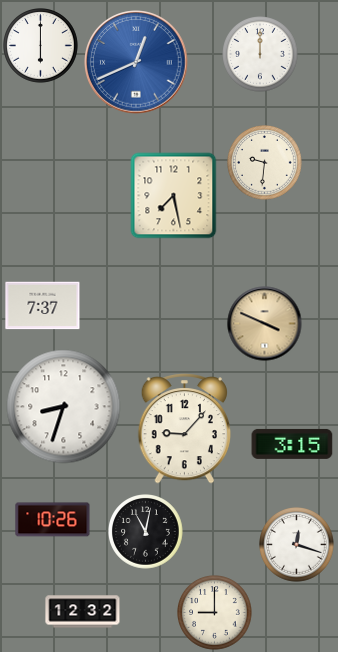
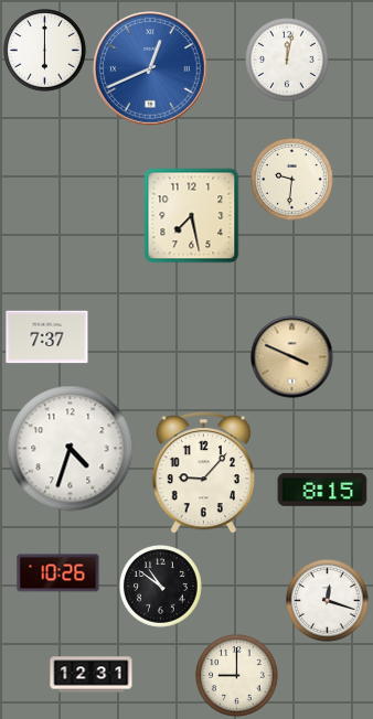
clock at (260, 54): 12:00 -> 12:02
clock at (64, 407): 8:33 -> 4:33
clock at (292, 444): 3:15 -> 8:15
clock at (146, 532): 11:02 -> 10:51
clock at (83, 612): 12:32 -> 12:31
